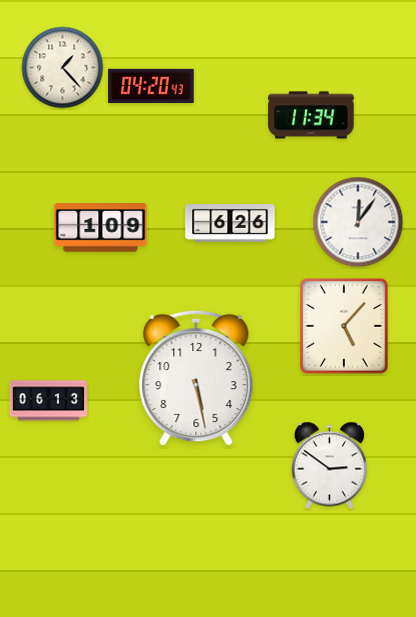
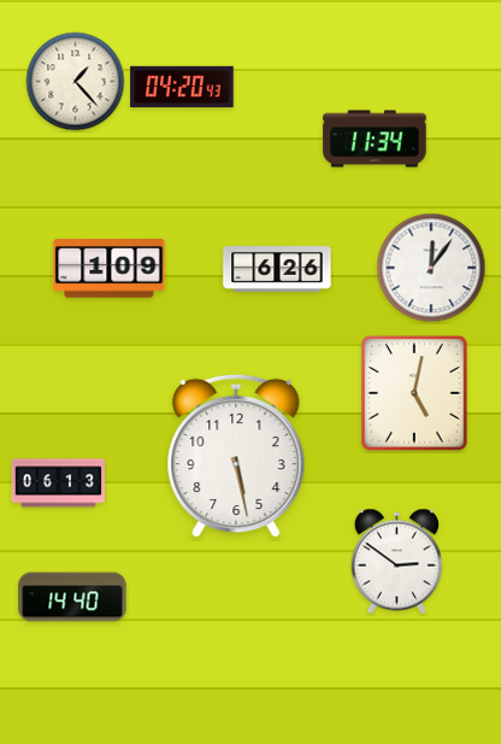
clock at (151, 86) position: (151, 86) -> (182, 87)
clock at (101, 228) position: (101, 228) -> (110, 269)
clock at (344, 326): 5:07 -> 5:02
clock at (72, 597): none -> 14:40
